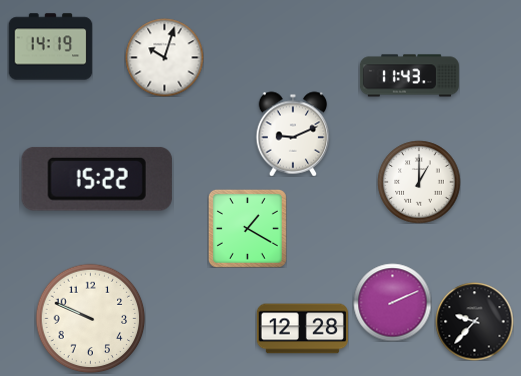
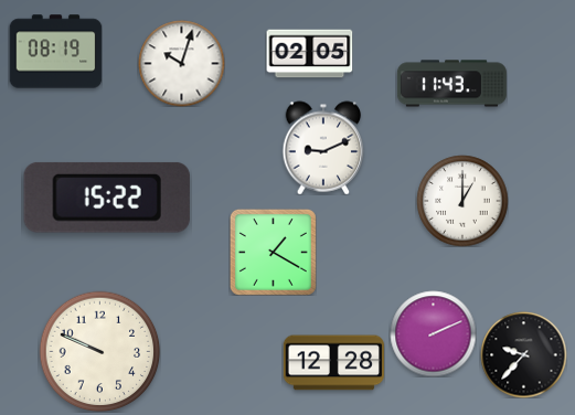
clock at (50, 47): 14:19 -> 08:19
clock at (309, 54): none -> 02:05
